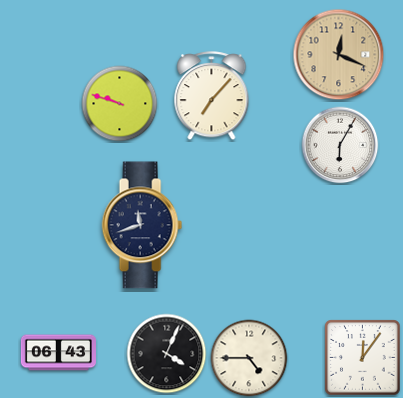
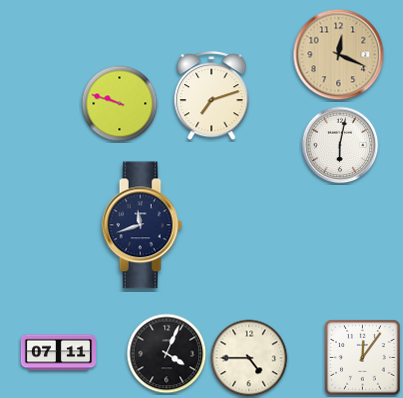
clock at (212, 96): 7:07 -> 7:12
clock at (340, 145): 6:05 -> 6:02
clock at (58, 353): 06:43 -> 07:11
